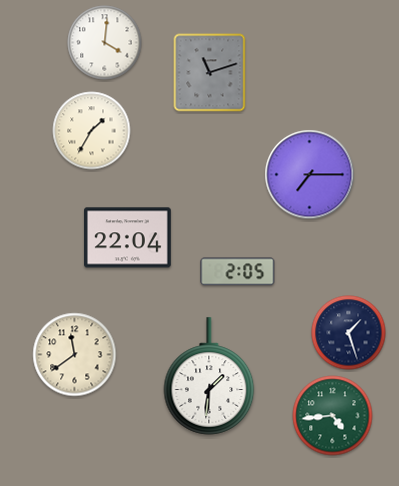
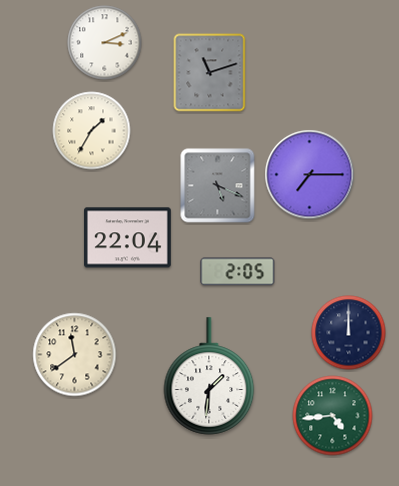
clock at (105, 43): 4:01 -> 3:11
clock at (218, 186): none -> 5:19
clock at (349, 333): 1:27 -> 12:00
